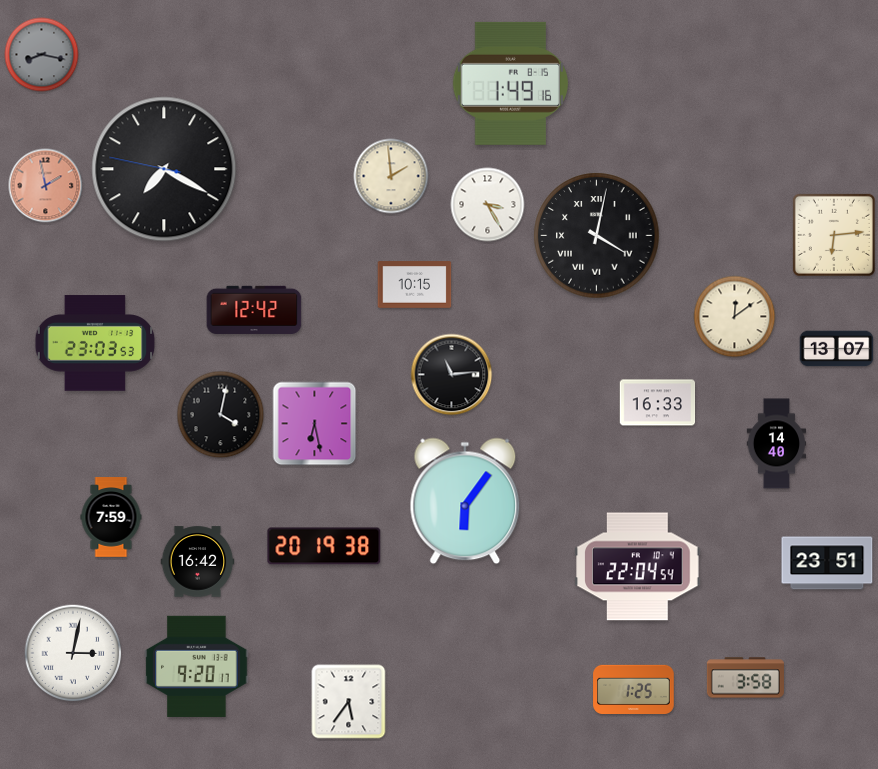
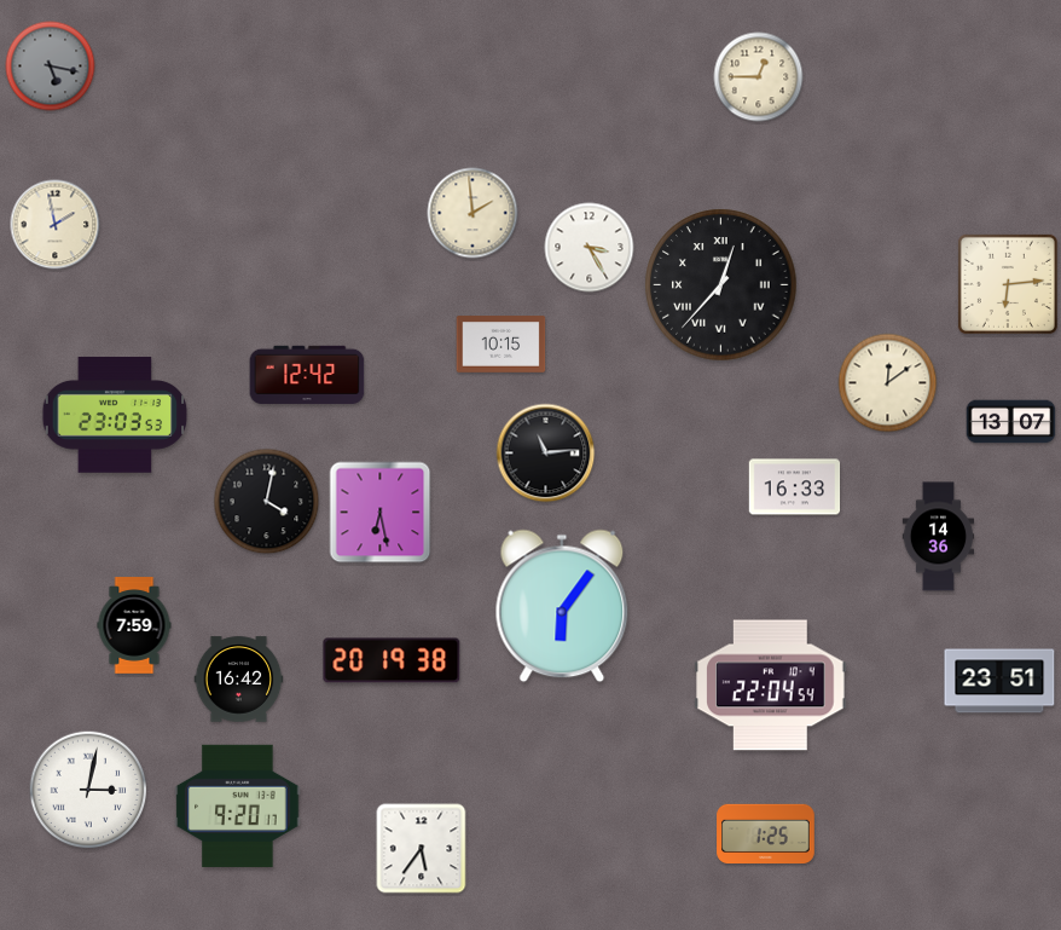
clock at (42, 55): 8:17 -> 5:17
clock at (759, 77): none -> 12:45
clock at (510, 83): 1:49 -> none
clock at (164, 169): 7:19 -> none
clock at (46, 186) dial: salmon -> cream
clock at (597, 236): 4:02 -> 12:37
clock at (777, 444): 14:40 -> 14:36
clock at (745, 678): 3:58 -> none
